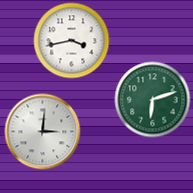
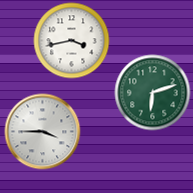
clock at (153, 100) position: (153, 100) -> (153, 93)
clock at (43, 132): 3:01 -> 3:45
